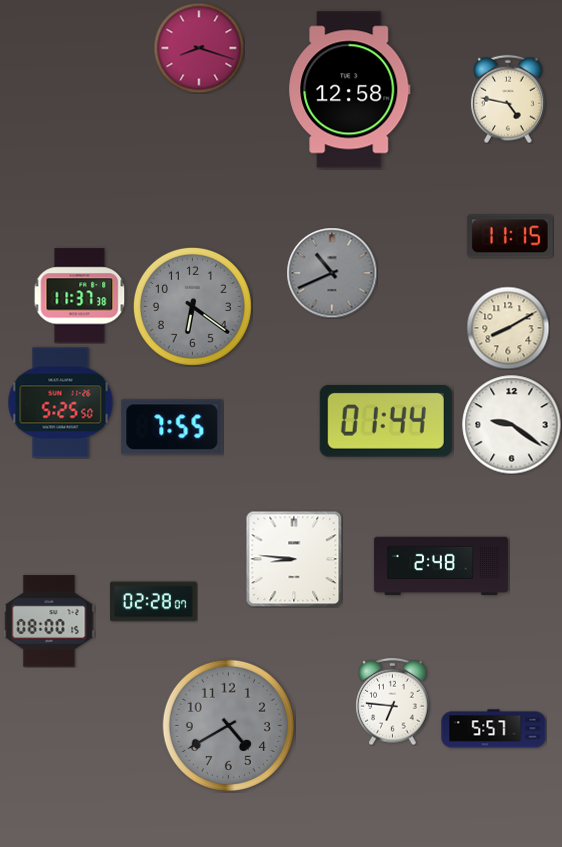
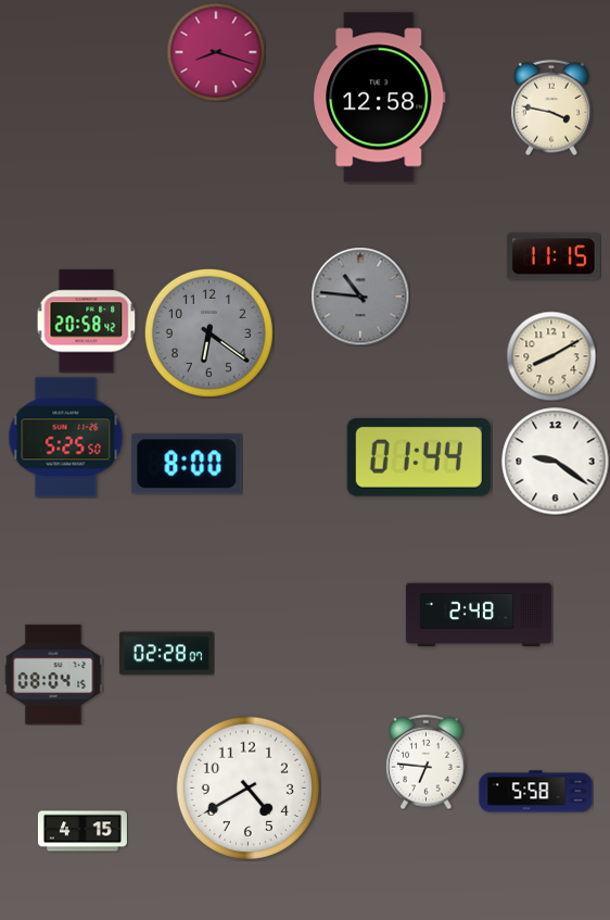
clock at (508, 99): 4:47 -> 3:47
clock at (332, 273): 10:41 -> 10:46
clock at (80, 296): 11:37 -> 20:58
clock at (172, 427): 7:55 -> 8:00
clock at (294, 559): 8:46 -> none
clock at (49, 621): 08:00 -> 08:04
clock at (228, 725) dial: grey -> white
clock at (494, 729): 5:57 -> 5:58
clock at (82, 831): none -> 4:15
